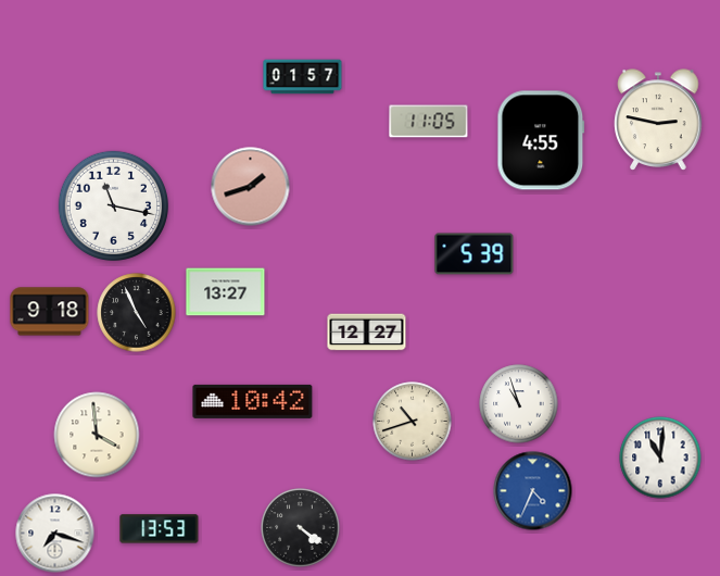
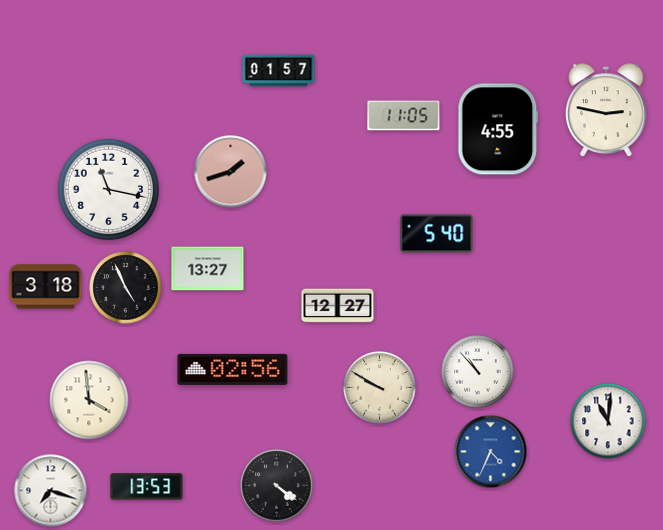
clock at (429, 122) position: (429, 122) -> (404, 116)
clock at (113, 205) position: (113, 205) -> (108, 189)
clock at (475, 254): 5:39 -> 5:40
clock at (50, 312): 9:18 -> 3:18
clock at (253, 401): 10:42 -> 02:56
clock at (519, 404): 10:57 -> 10:53
clock at (413, 422): 10:42 -> 9:50
